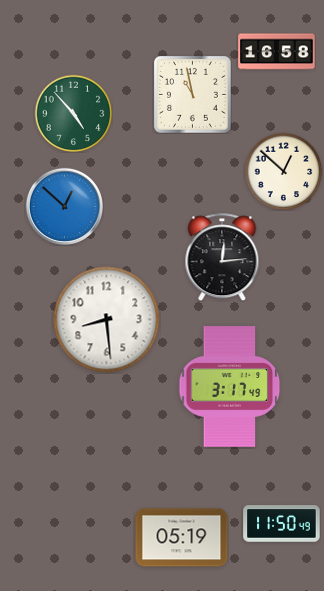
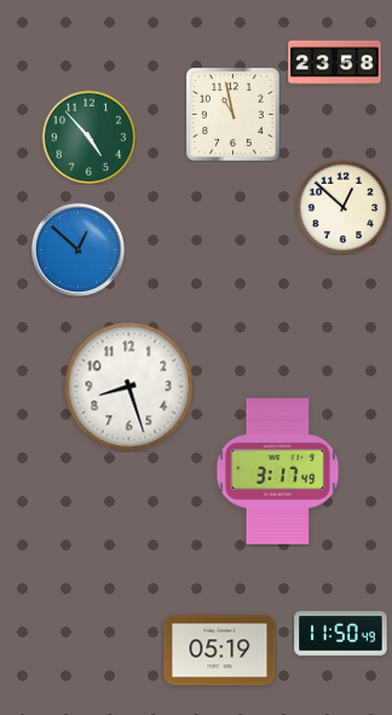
clock at (277, 52): 16:58 -> 23:58
clock at (222, 257): 12:14 -> none
clock at (107, 320): 8:29 -> 8:27
clock at (230, 387) position: (230, 387) -> (278, 472)
